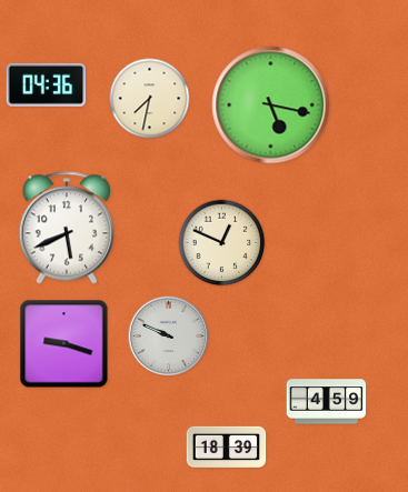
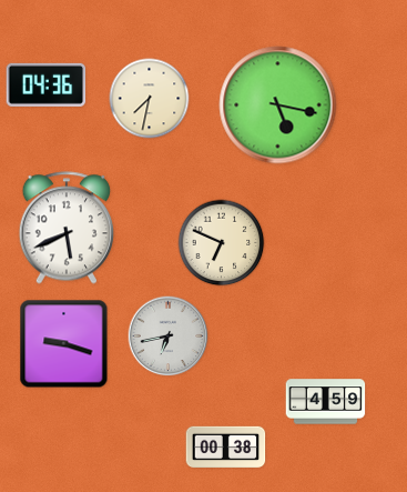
clock at (271, 106) position: (271, 106) -> (278, 106)
clock at (222, 243): 12:49 -> 6:49
clock at (169, 337): 9:49 -> 6:43
clock at (227, 448): 18:39 -> 00:38
